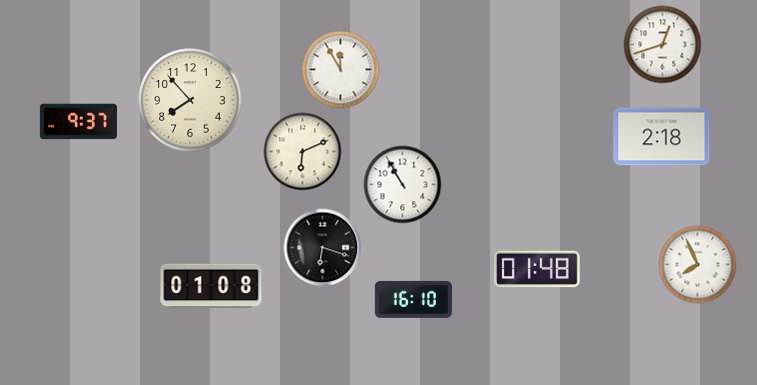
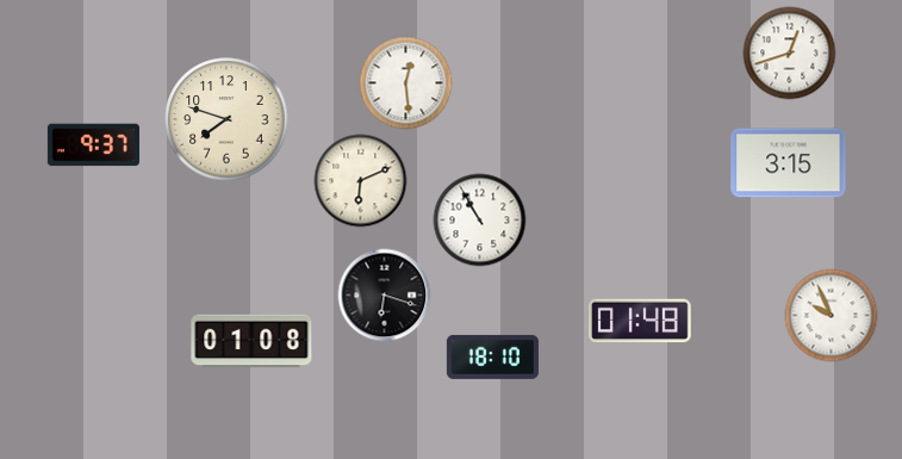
clock at (340, 69): 11:55 -> 12:29
clock at (190, 100): 7:53 -> 7:48
clock at (662, 137): 2:18 -> 3:15
clock at (697, 264): 7:56 -> 9:56
clock at (413, 299): 16:10 -> 18:10
